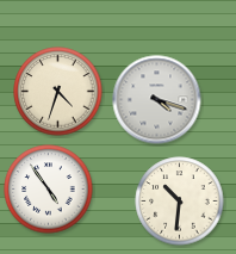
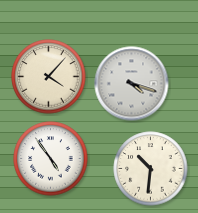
clock at (58, 92): 4:33 -> 4:07
clock at (49, 190) position: (49, 190) -> (51, 159)
